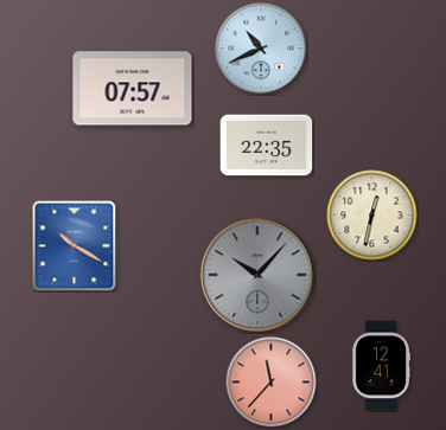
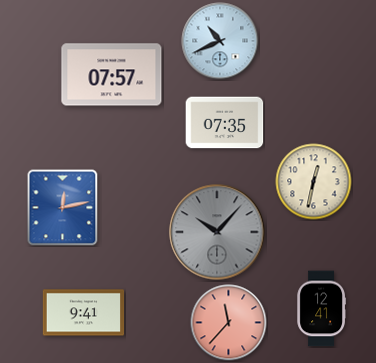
clock at (267, 146): 22:35 -> 07:35
clock at (75, 246): 10:20 -> 12:13
clock at (84, 313): none -> 9:41
